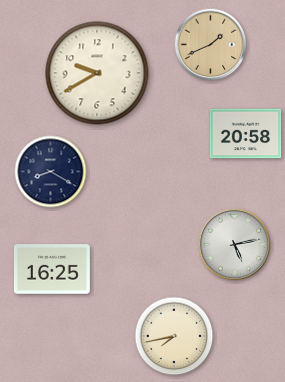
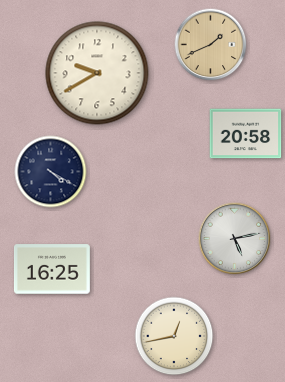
clock at (51, 172): 8:20 -> 4:20
clock at (235, 245) position: (235, 245) -> (235, 239)
clock at (174, 336): 7:43 -> 12:43
